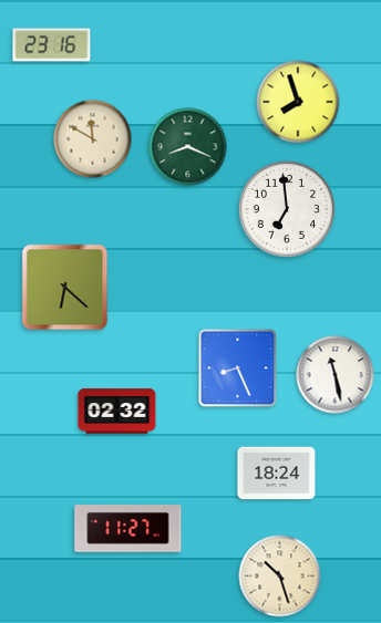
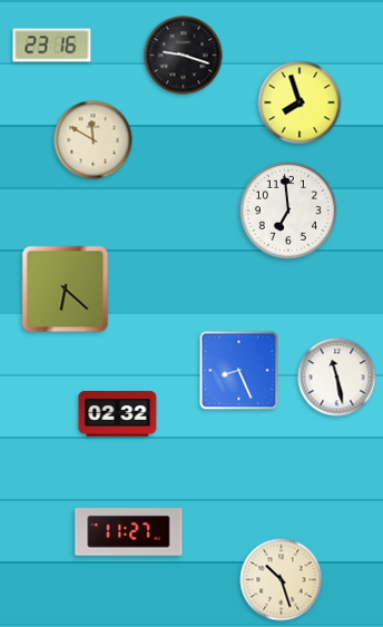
clock at (184, 56): none -> 9:18
clock at (188, 147): 8:19 -> none
clock at (277, 474): 18:24 -> none
